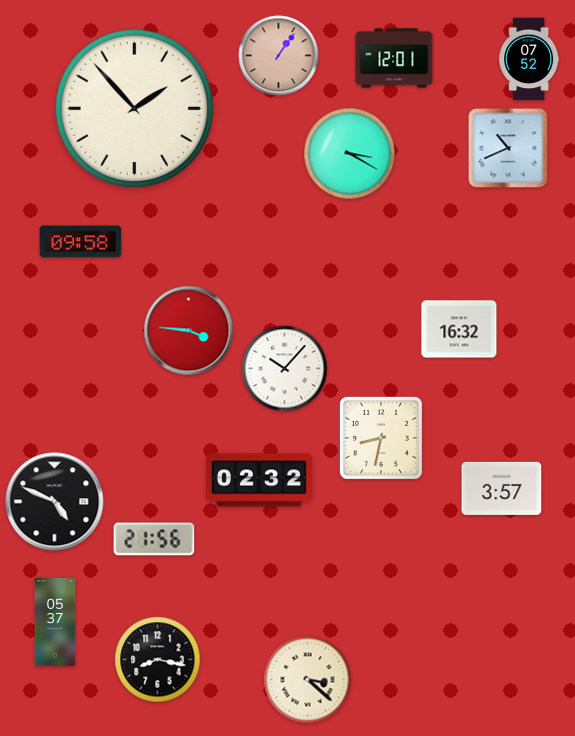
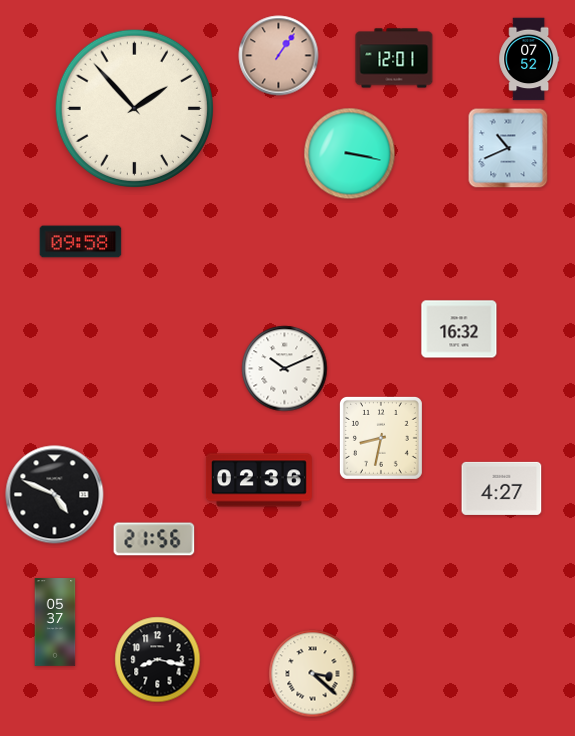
clock at (350, 154): 3:20 -> 3:17
clock at (189, 331): 3:46 -> none
clock at (285, 369): 10:07 -> 10:11
clock at (259, 480): 02:32 -> 02:36
clock at (502, 488): 3:57 -> 4:27
clock at (55, 502) position: (55, 502) -> (55, 495)
clock at (308, 680) position: (308, 680) -> (313, 674)
